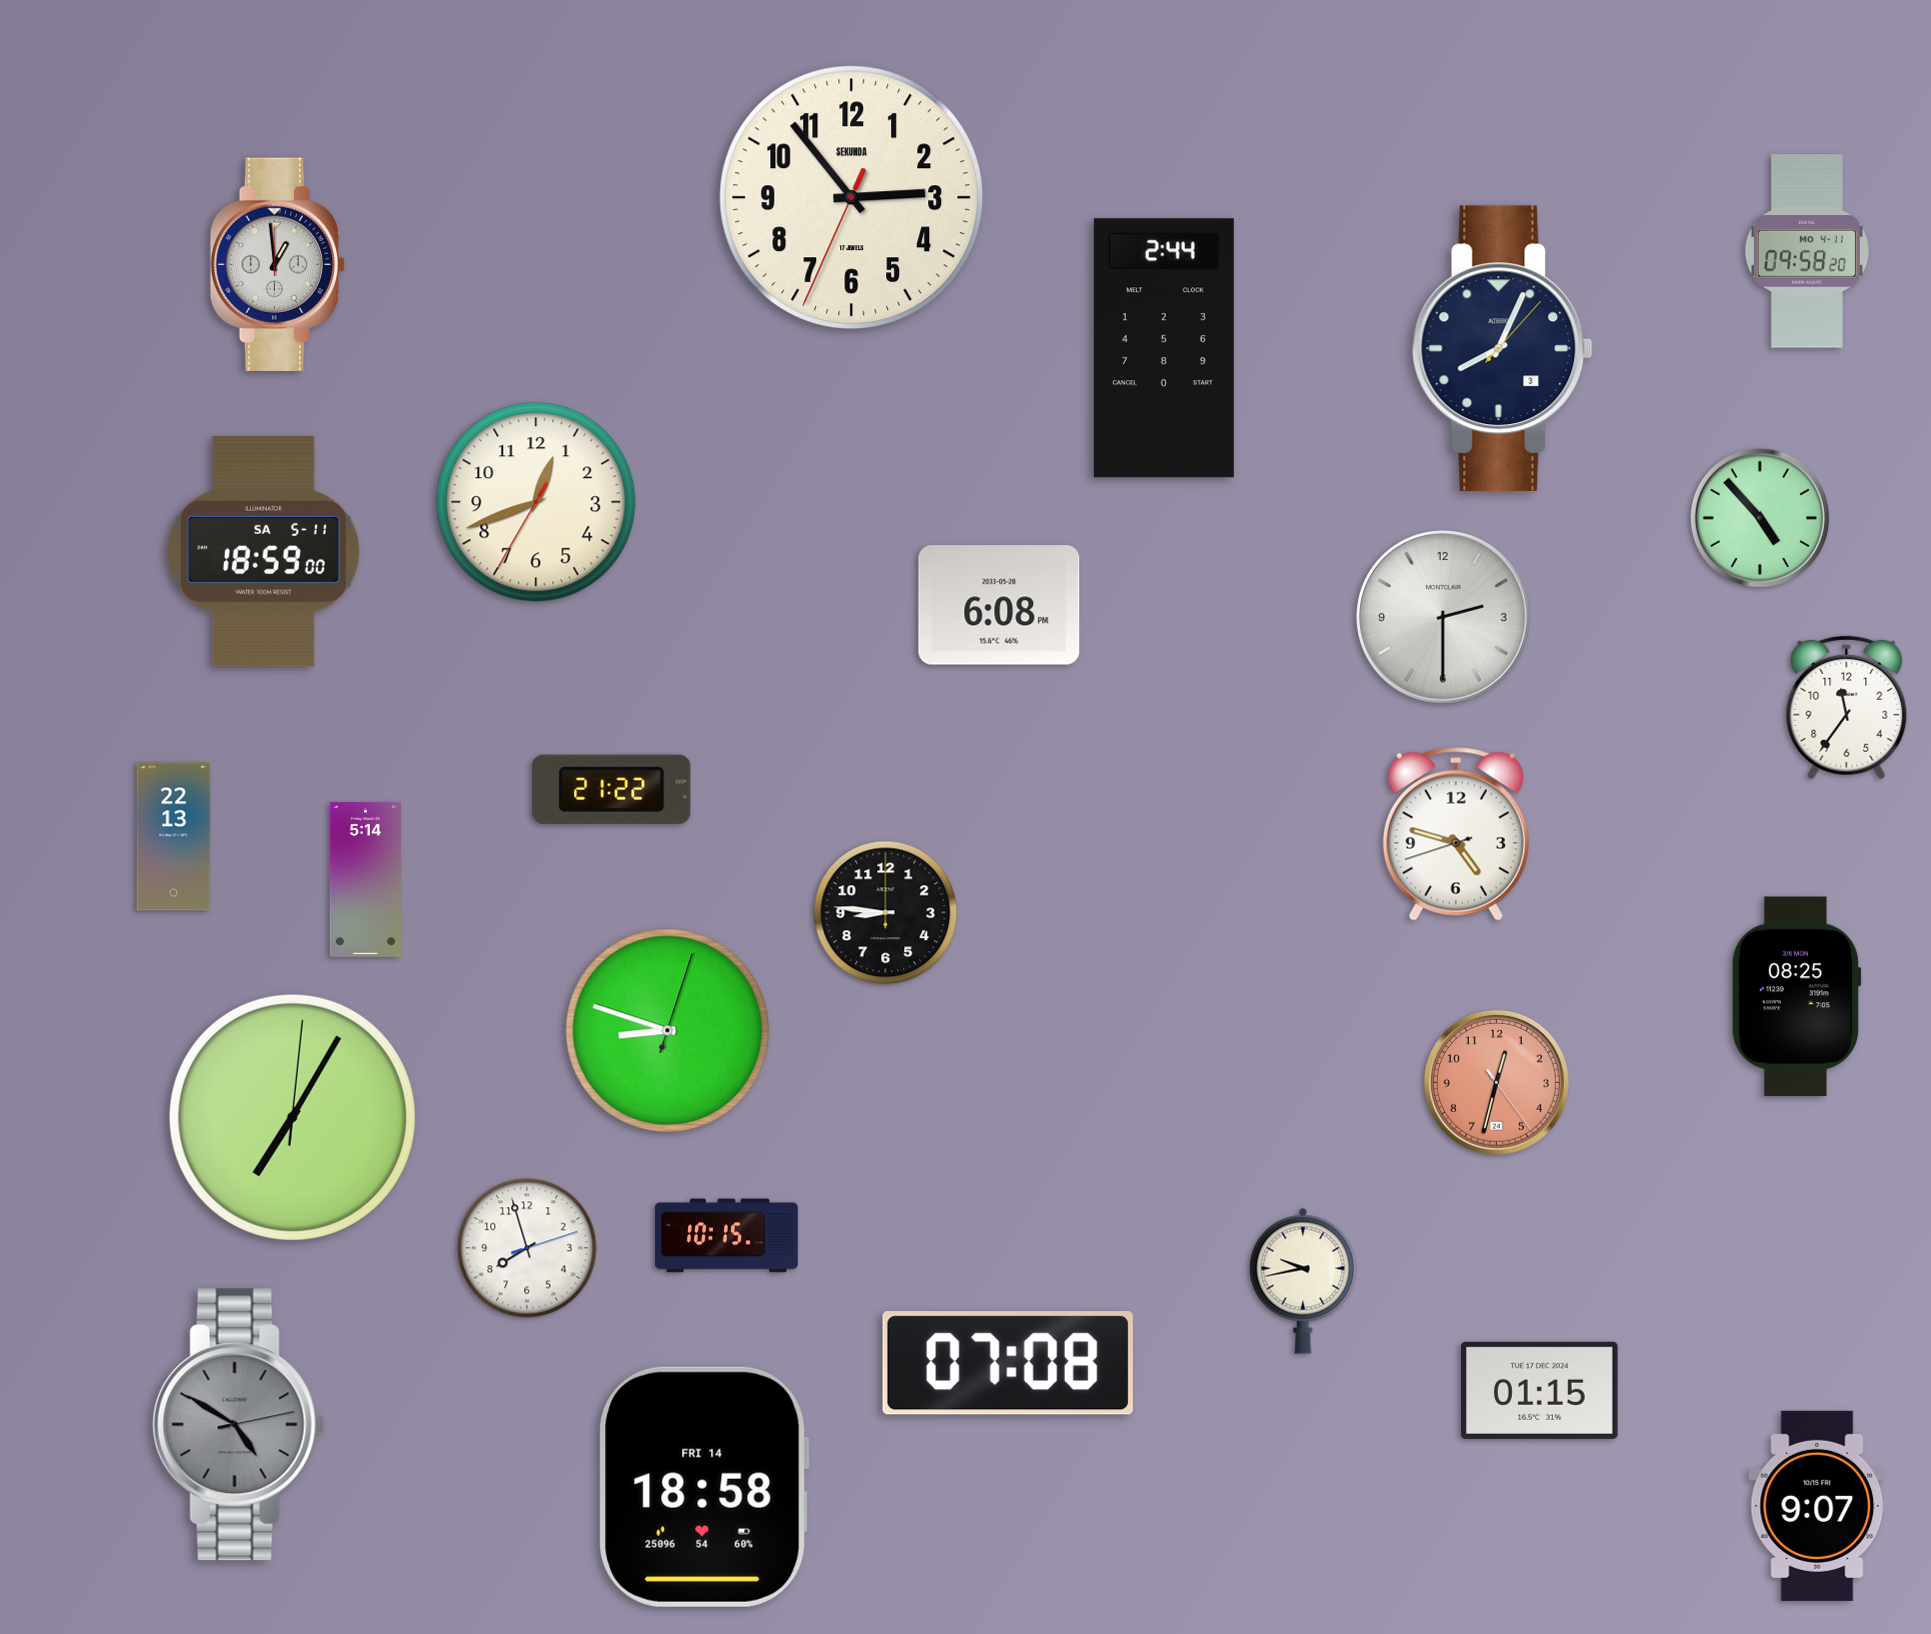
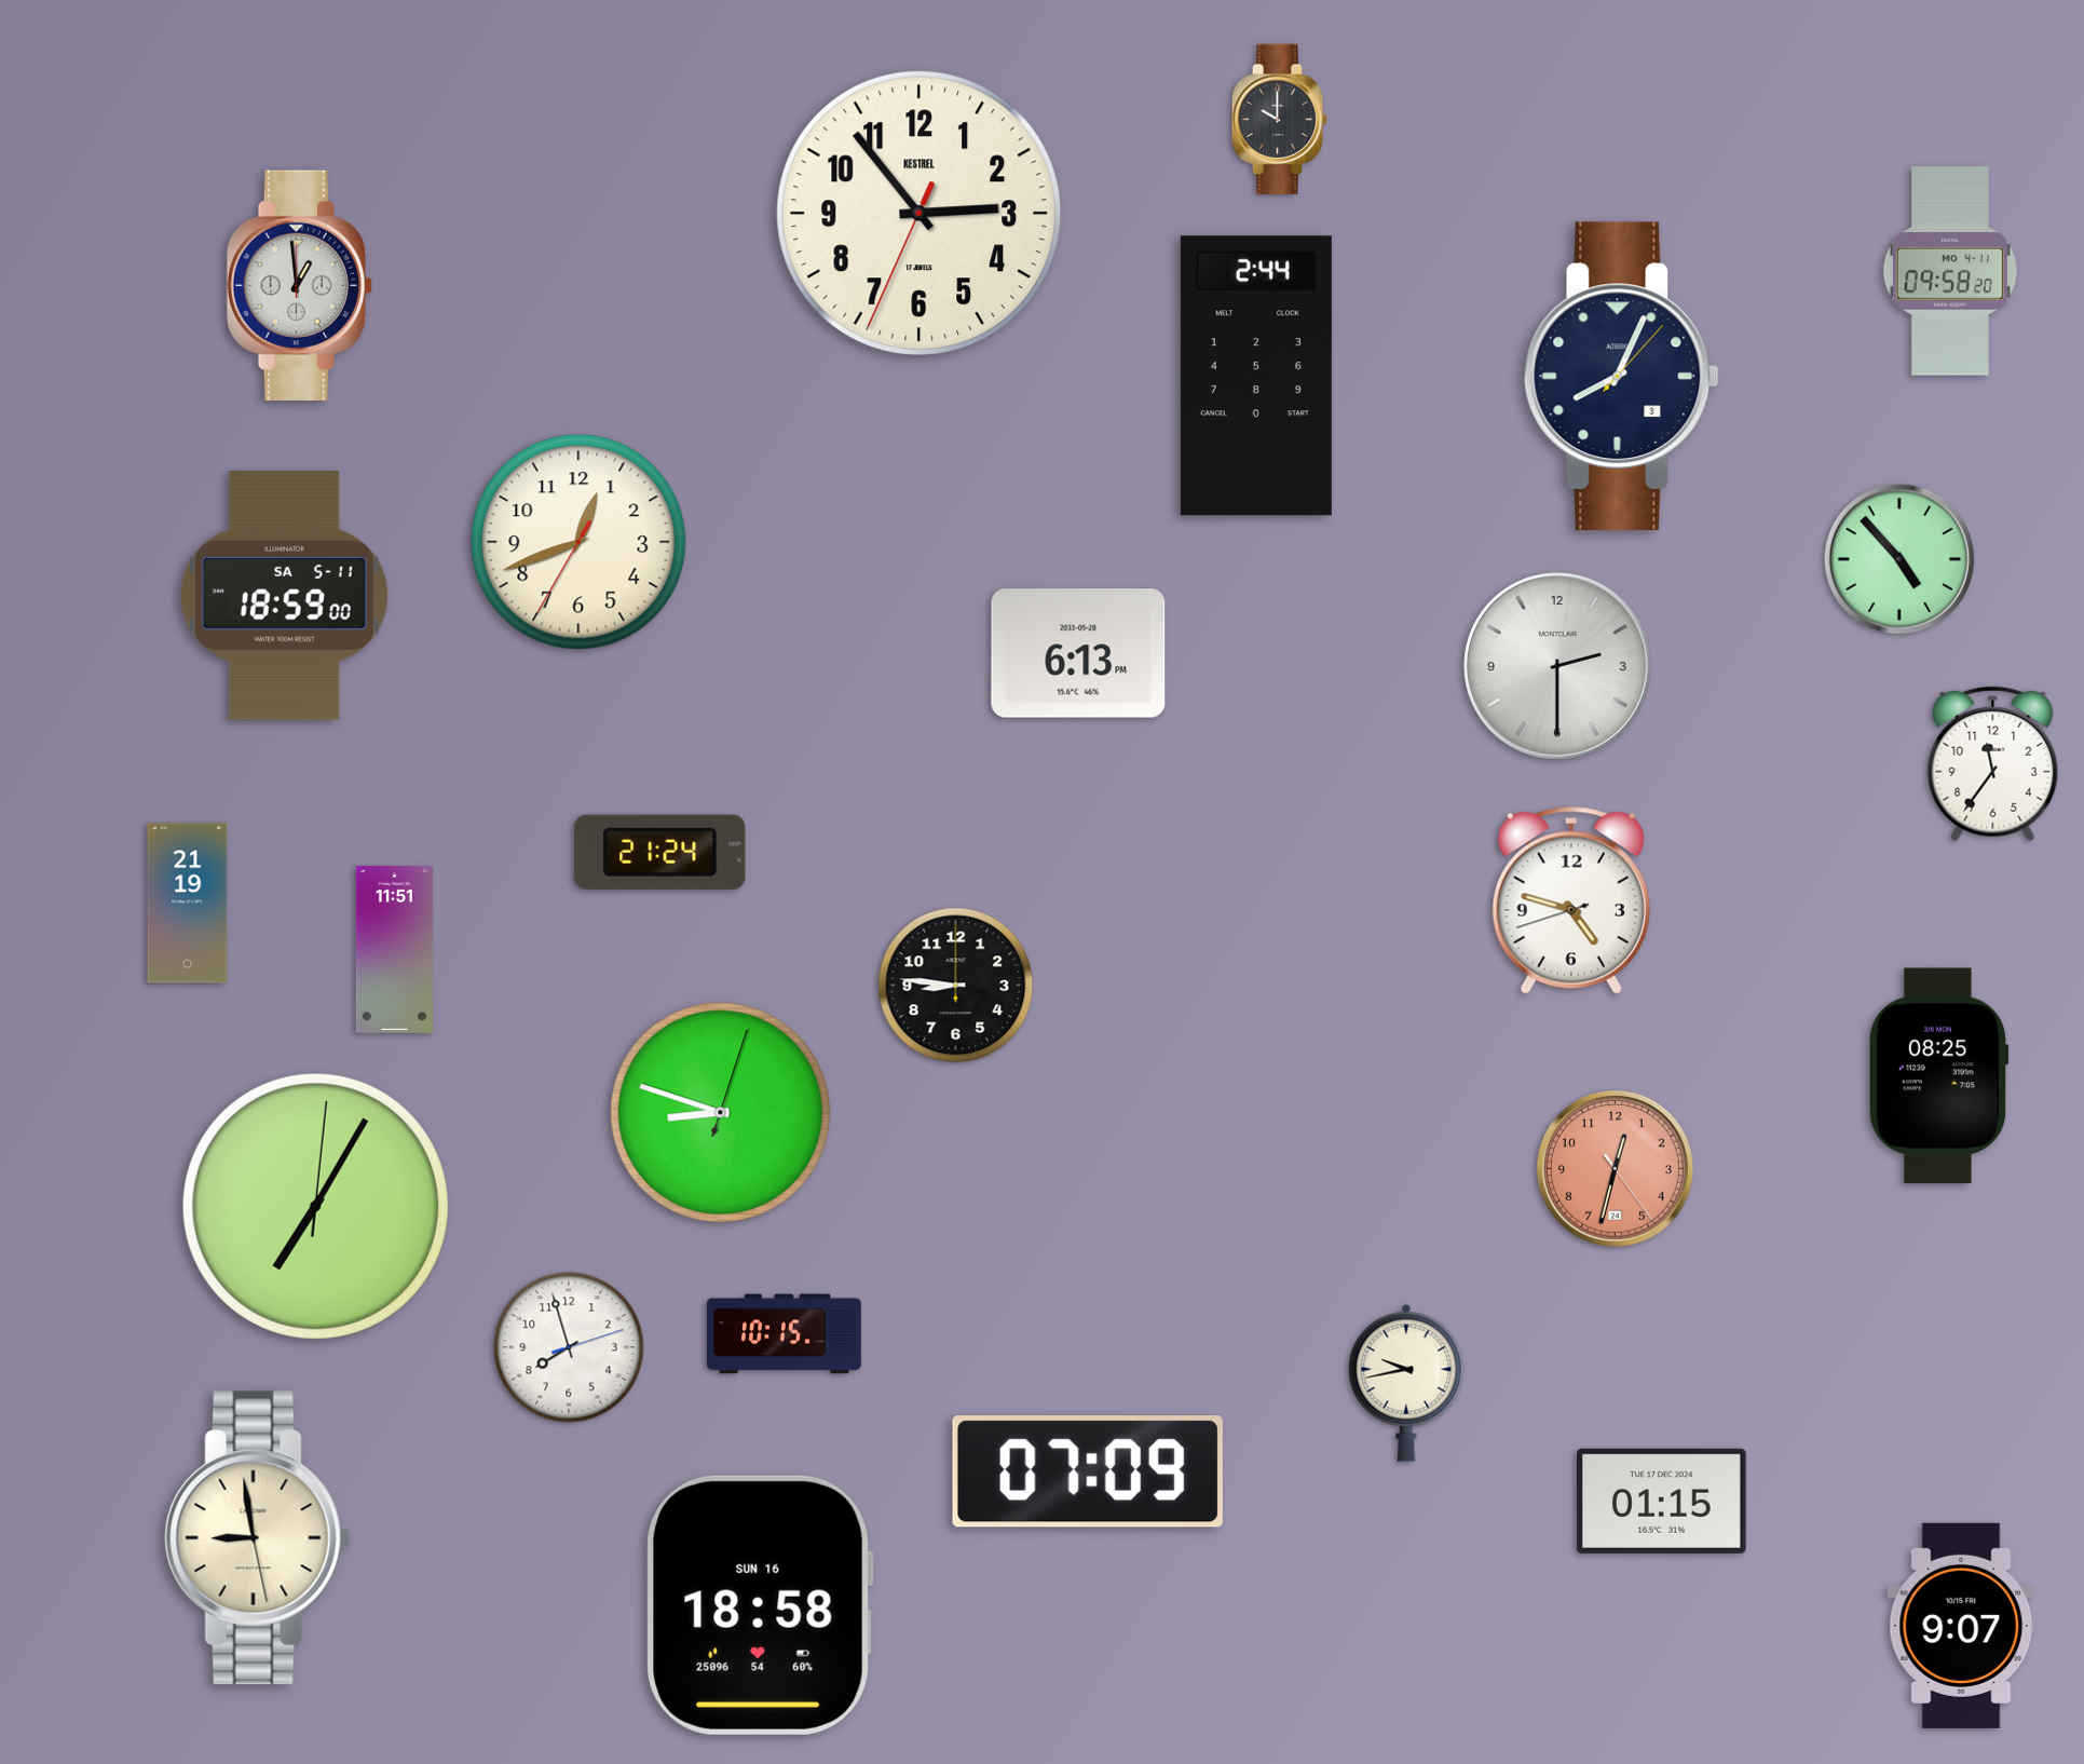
clock at (1280, 120): none -> 10:00
clock at (852, 198) brand: SEKUNDA -> KESTREL
clock at (999, 605): 6:08 -> 6:13
clock at (612, 789): 21:22 -> 21:24
clock at (174, 837): 22:13 -> 21:19
clock at (365, 879): 5:14 -> 11:51
clock at (1008, 1363): 07:08 -> 07:09
clock at (239, 1425): 4:50 -> 8:58
clock at (239, 1425) dial: grey -> cream
clock at (704, 1487) date: FRI 14 -> SUN 16
